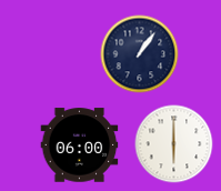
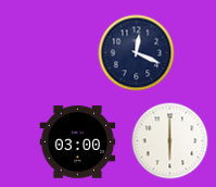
clock at (140, 54): 1:06 -> 12:19
clock at (80, 145): 06:00 -> 03:00
